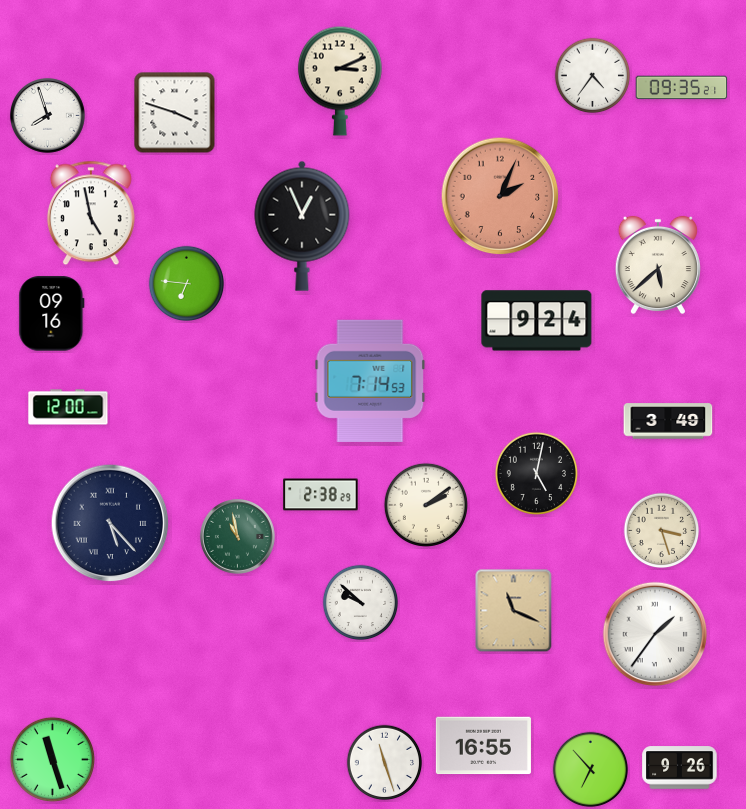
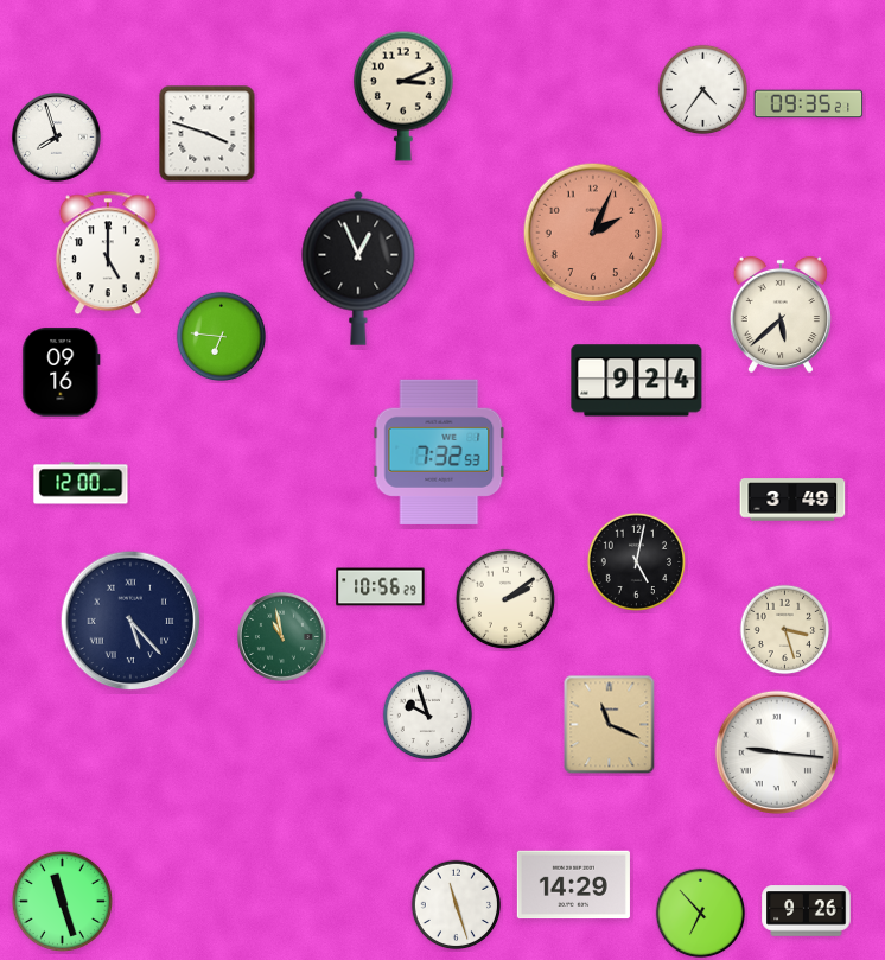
clock at (91, 213): 4:58 -> 5:00
clock at (370, 381): 7:14 -> 7:32
clock at (321, 495): 2:38 -> 10:56
clock at (361, 603): 9:52 -> 9:57
clock at (654, 633): 1:36 -> 9:16
clock at (483, 746): 16:55 -> 14:29
